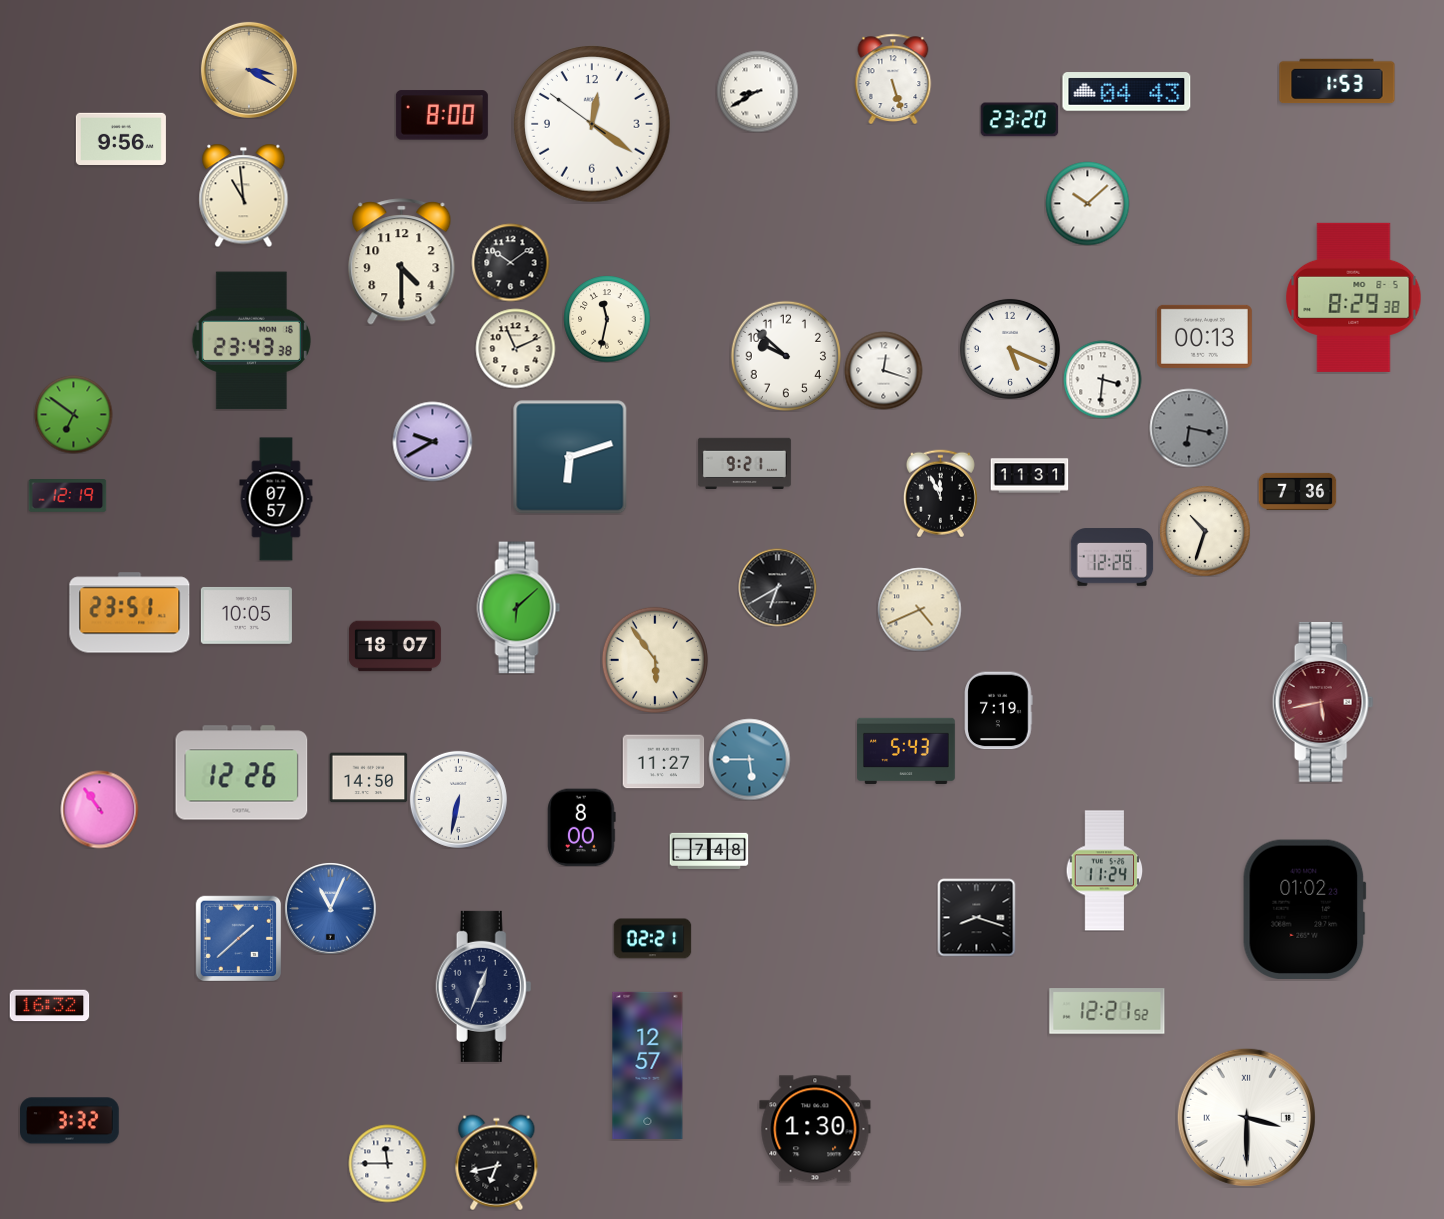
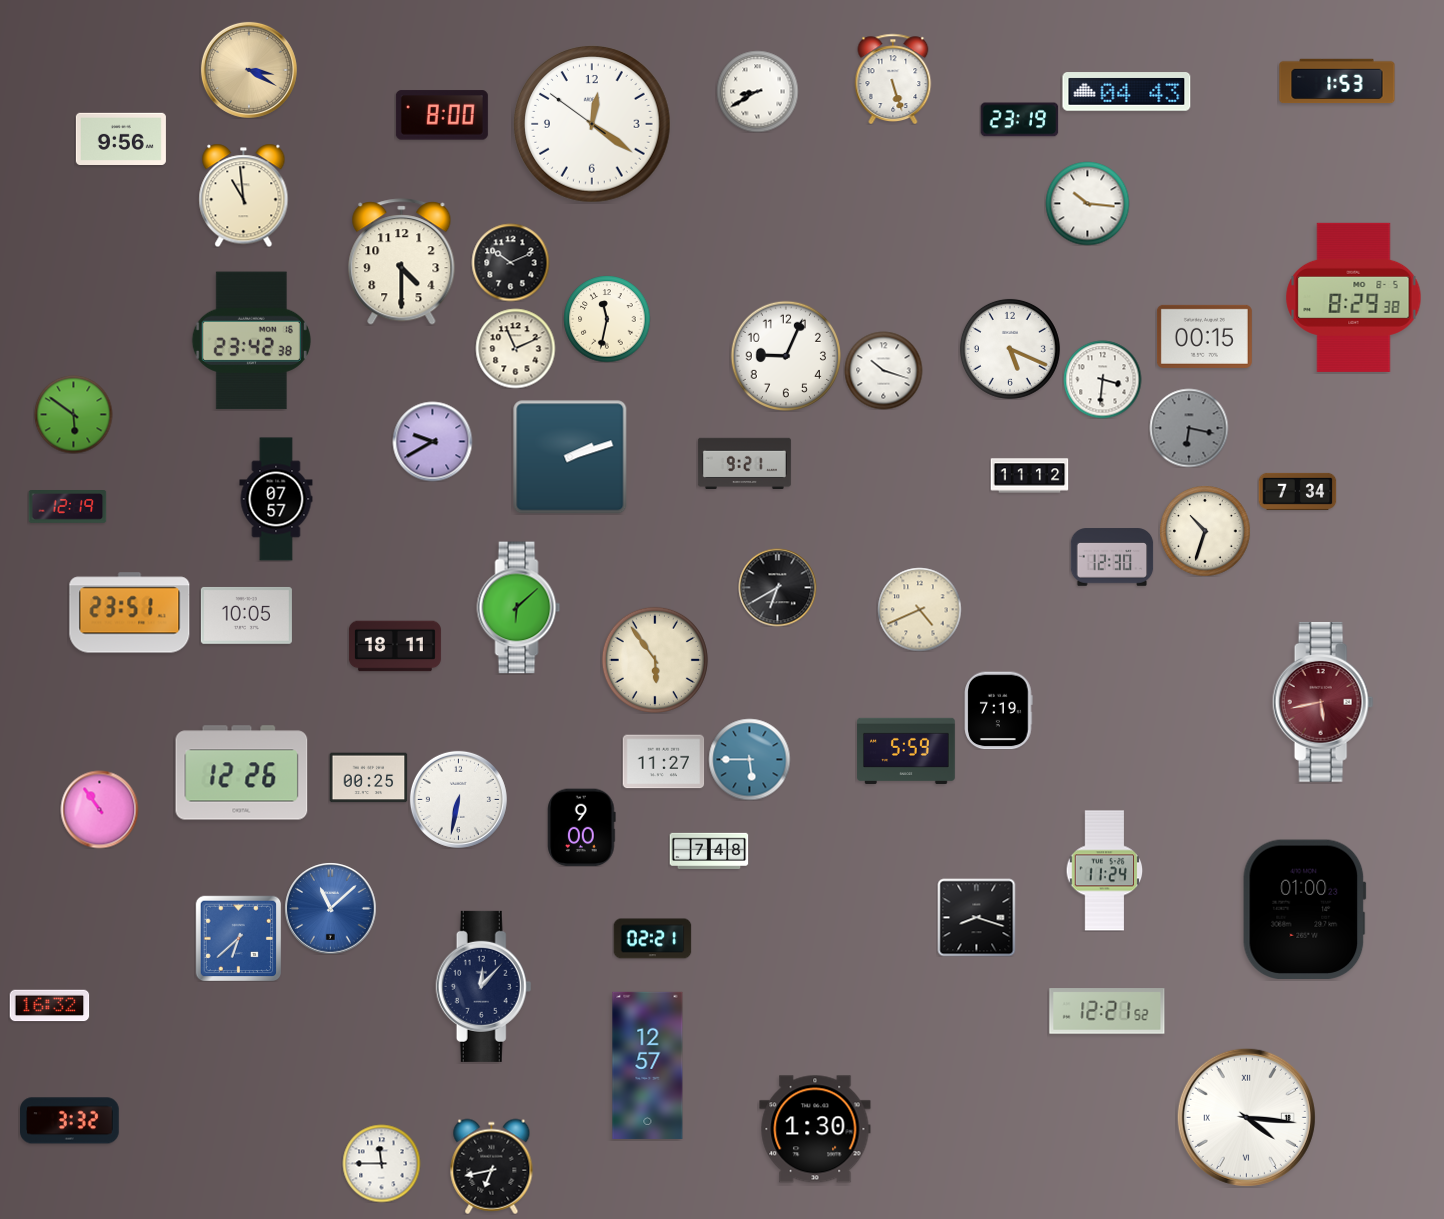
clock at (1019, 120): 23:20 -> 23:19
clock at (1087, 203): 10:08 -> 10:16
clock at (510, 262): 10:09 -> 10:11
clock at (1204, 336): 00:13 -> 00:15
clock at (251, 341): 23:43 -> 23:42
clock at (785, 355): 9:52 -> 9:04
clock at (883, 370): 12:18 -> 10:18
clock at (73, 414): 6:51 -> 5:51
clock at (570, 457): 6:12 -> 2:12
clock at (1029, 476): 11:31 -> 11:12
clock at (1297, 491): 7:36 -> 7:34
clock at (940, 493): 11:56 -> none
clock at (67, 496) position: (67, 496) -> (67, 507)
clock at (1112, 557): 12:28 -> 12:30
clock at (395, 646): 18:07 -> 18:11
clock at (906, 751): 5:43 -> 5:59
clock at (368, 778): 14:50 -> 00:25
clock at (582, 827): 8:00 -> 9:00
clock at (330, 908): 11:04 -> 11:08
clock at (1304, 909): 01:02 -> 01:00
clock at (238, 938): 1:38 -> 6:38
clock at (484, 986): 12:34 -> 12:07
clock at (1246, 1117): 3:30 -> 4:16
clock at (497, 1162) position: (497, 1162) -> (492, 1166)
clock at (387, 1163) position: (387, 1163) -> (381, 1163)
